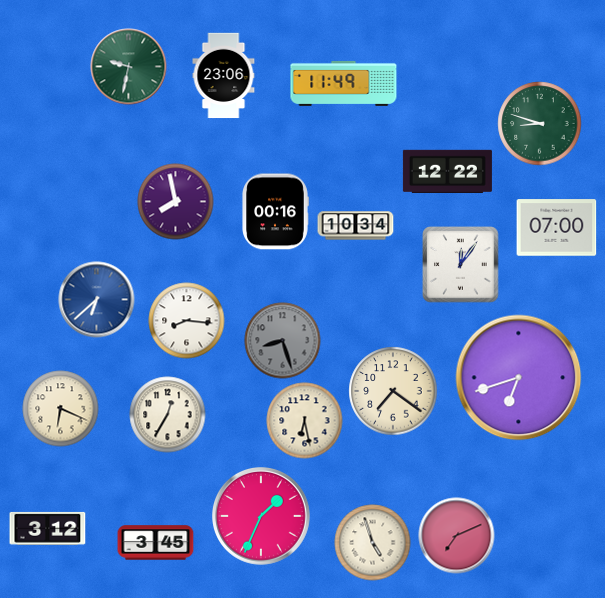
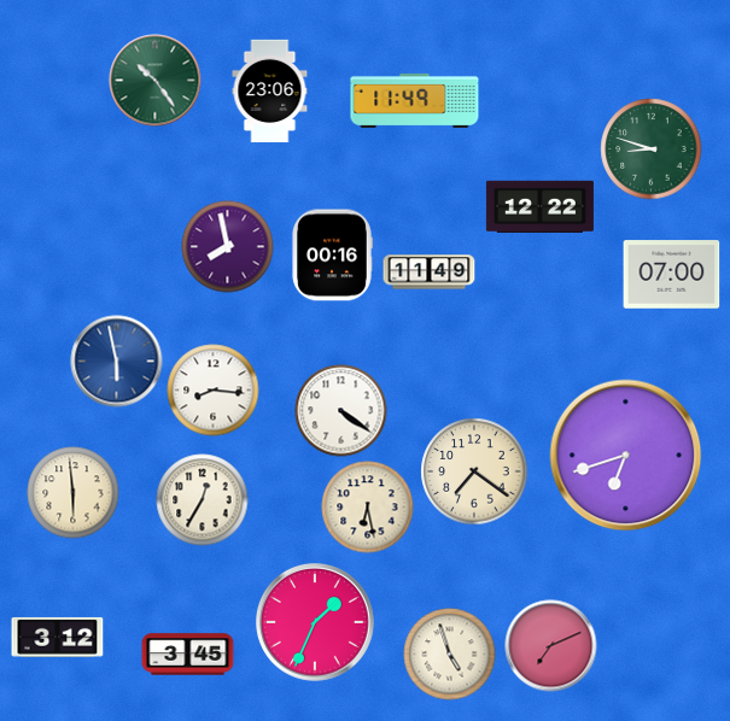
clock at (129, 67): 9:32 -> 10:24
clock at (176, 202) position: (176, 202) -> (228, 247)
clock at (356, 226): 10:34 -> 11:49
clock at (461, 265): 12:06 -> none
clock at (97, 300): 6:38 -> 5:58
clock at (187, 321) position: (187, 321) -> (214, 391)
clock at (283, 341): 8:27 -> 4:21
clock at (283, 341) dial: grey -> white
clock at (61, 409): 6:19 -> 5:59
